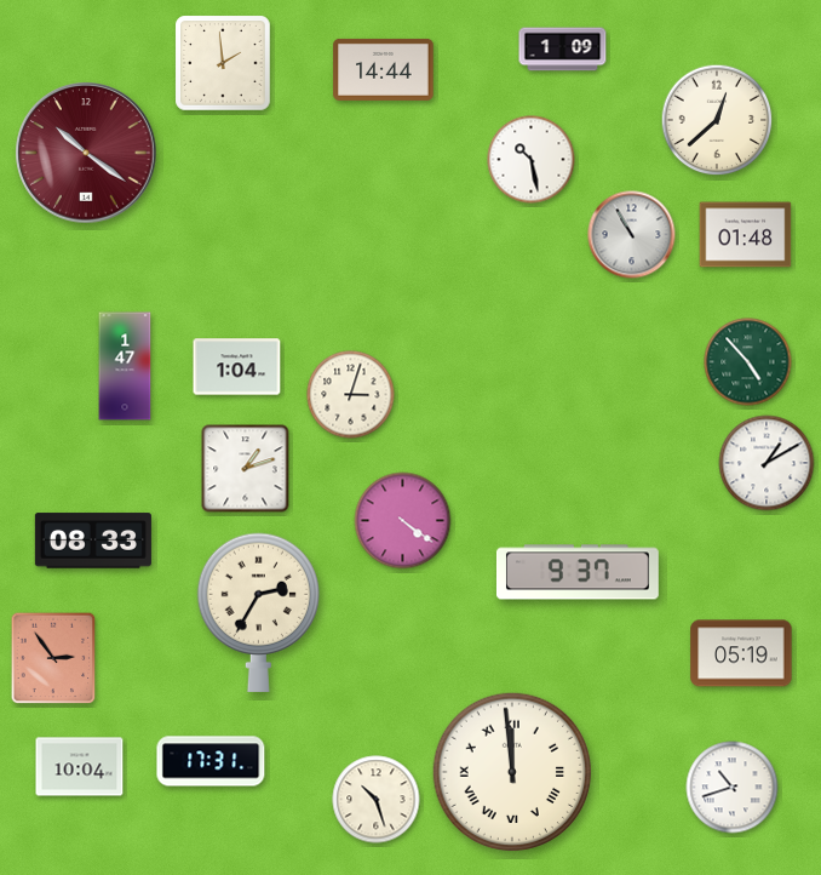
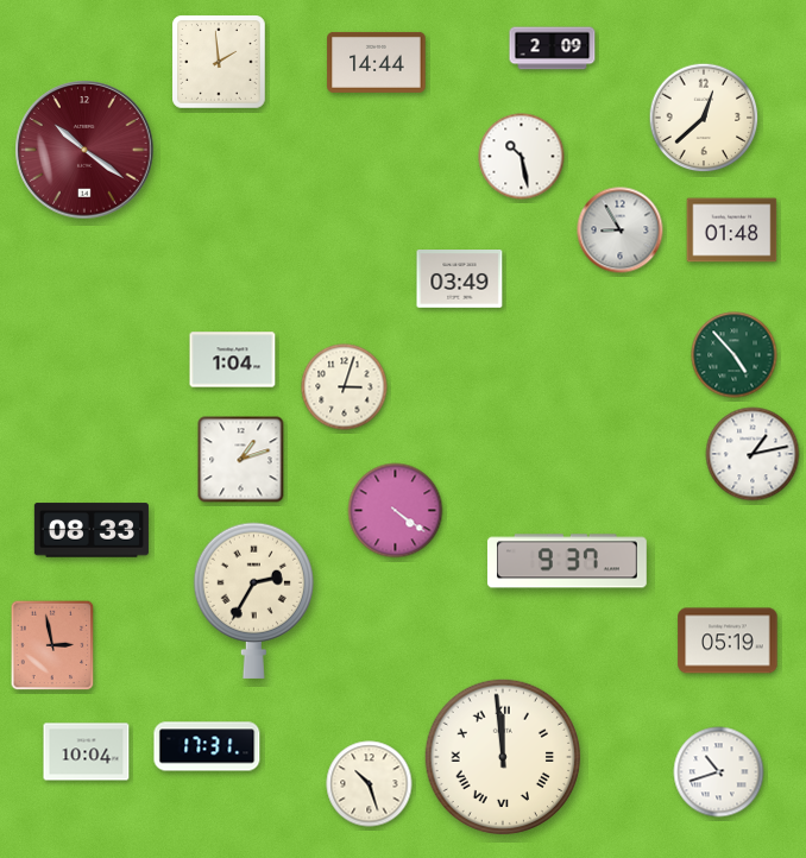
clock at (563, 50): 1:09 -> 2:09
clock at (384, 69) position: (384, 69) -> (377, 62)
clock at (632, 235): 10:55 -> 8:55
clock at (460, 279): none -> 03:49
clock at (125, 366): 1:47 -> none
clock at (767, 463): 1:10 -> 1:13
clock at (53, 658): 2:54 -> 2:58
clock at (80, 767) position: (80, 767) -> (87, 752)
